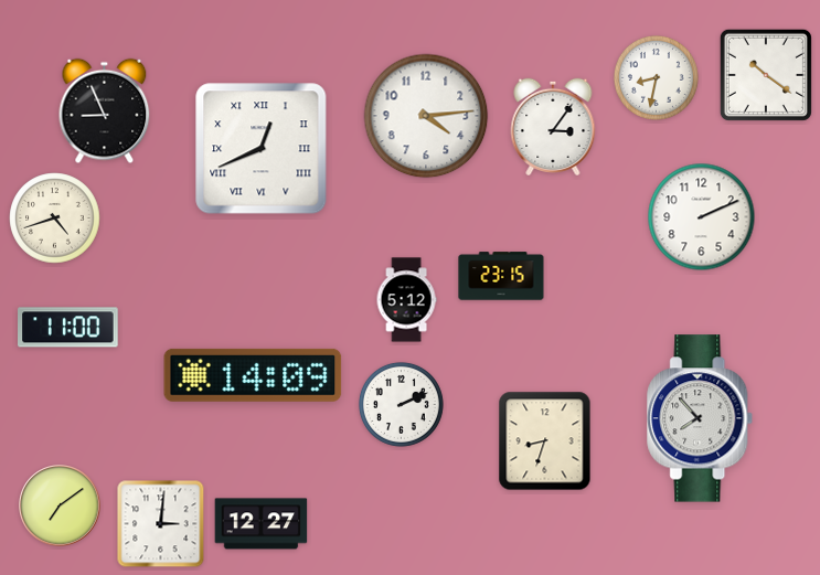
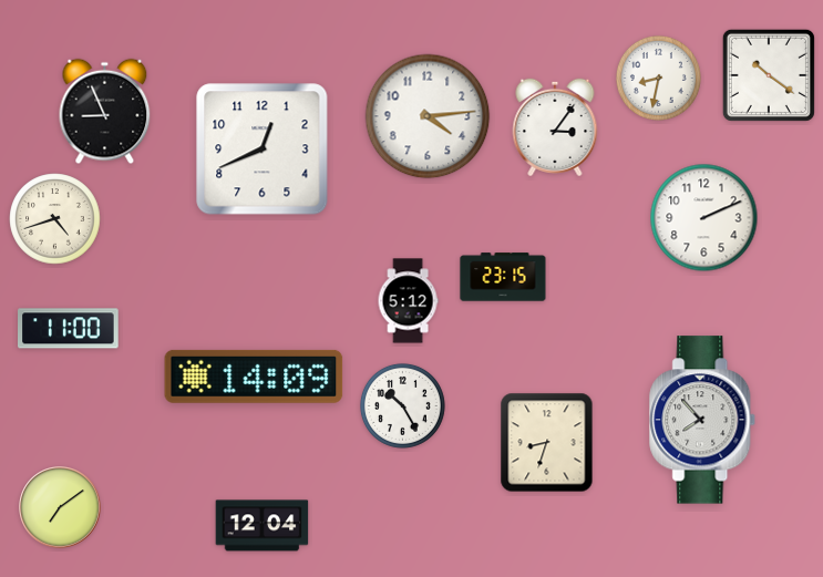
clock at (262, 149) numerals: Roman -> Arabic
clock at (401, 404): 2:11 -> 10:25
clock at (161, 524): 3:01 -> none
clock at (262, 524): 12:27 -> 12:04
